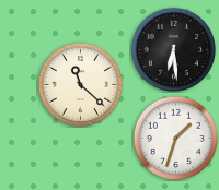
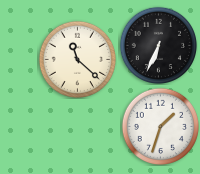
clock at (173, 49): 6:29 -> 6:34
clock at (80, 84) position: (80, 84) -> (77, 59)
